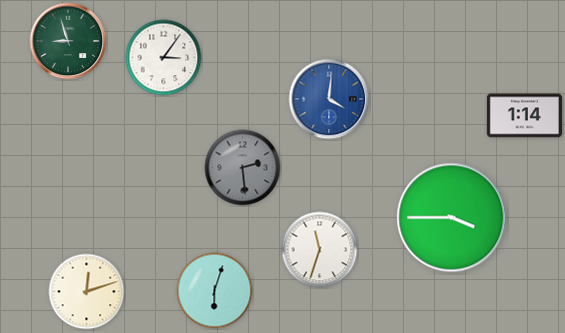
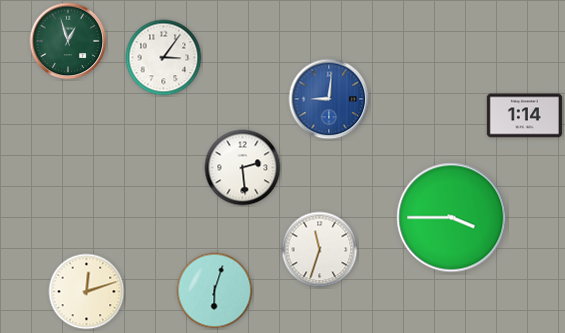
clock at (68, 41): 8:57 -> 12:57
clock at (329, 99): 4:01 -> 9:01
clock at (243, 168) dial: grey -> white
